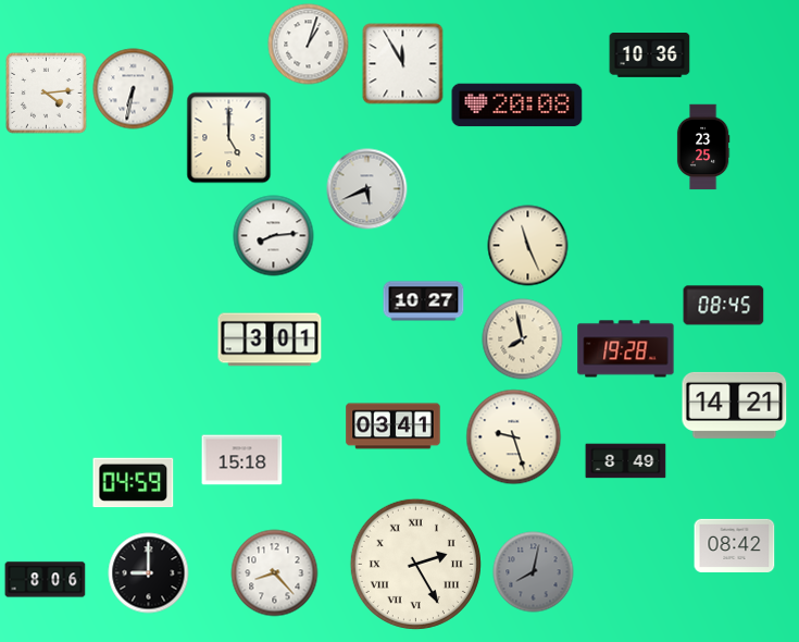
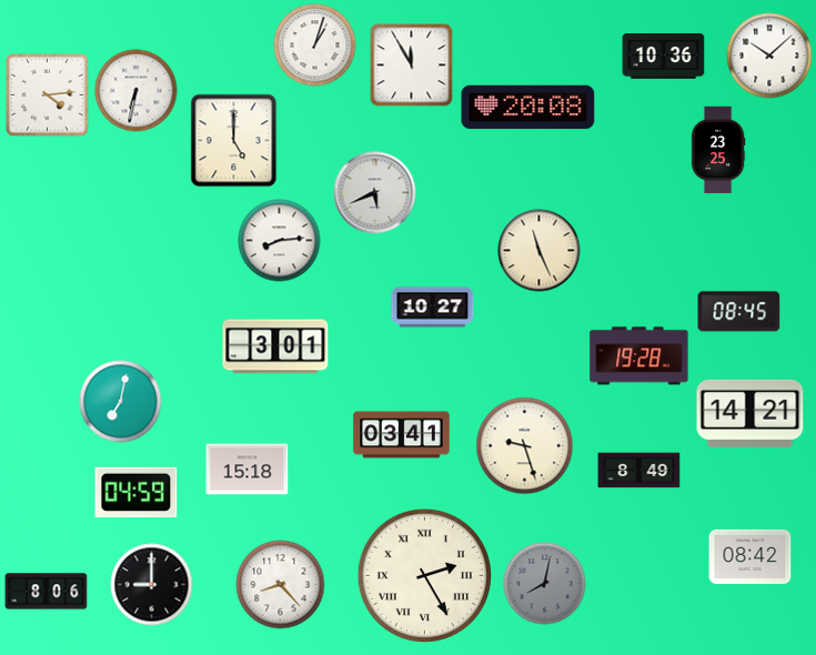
clock at (769, 56): none -> 10:08
clock at (523, 339): 7:58 -> none
clock at (121, 402): none -> 7:02
